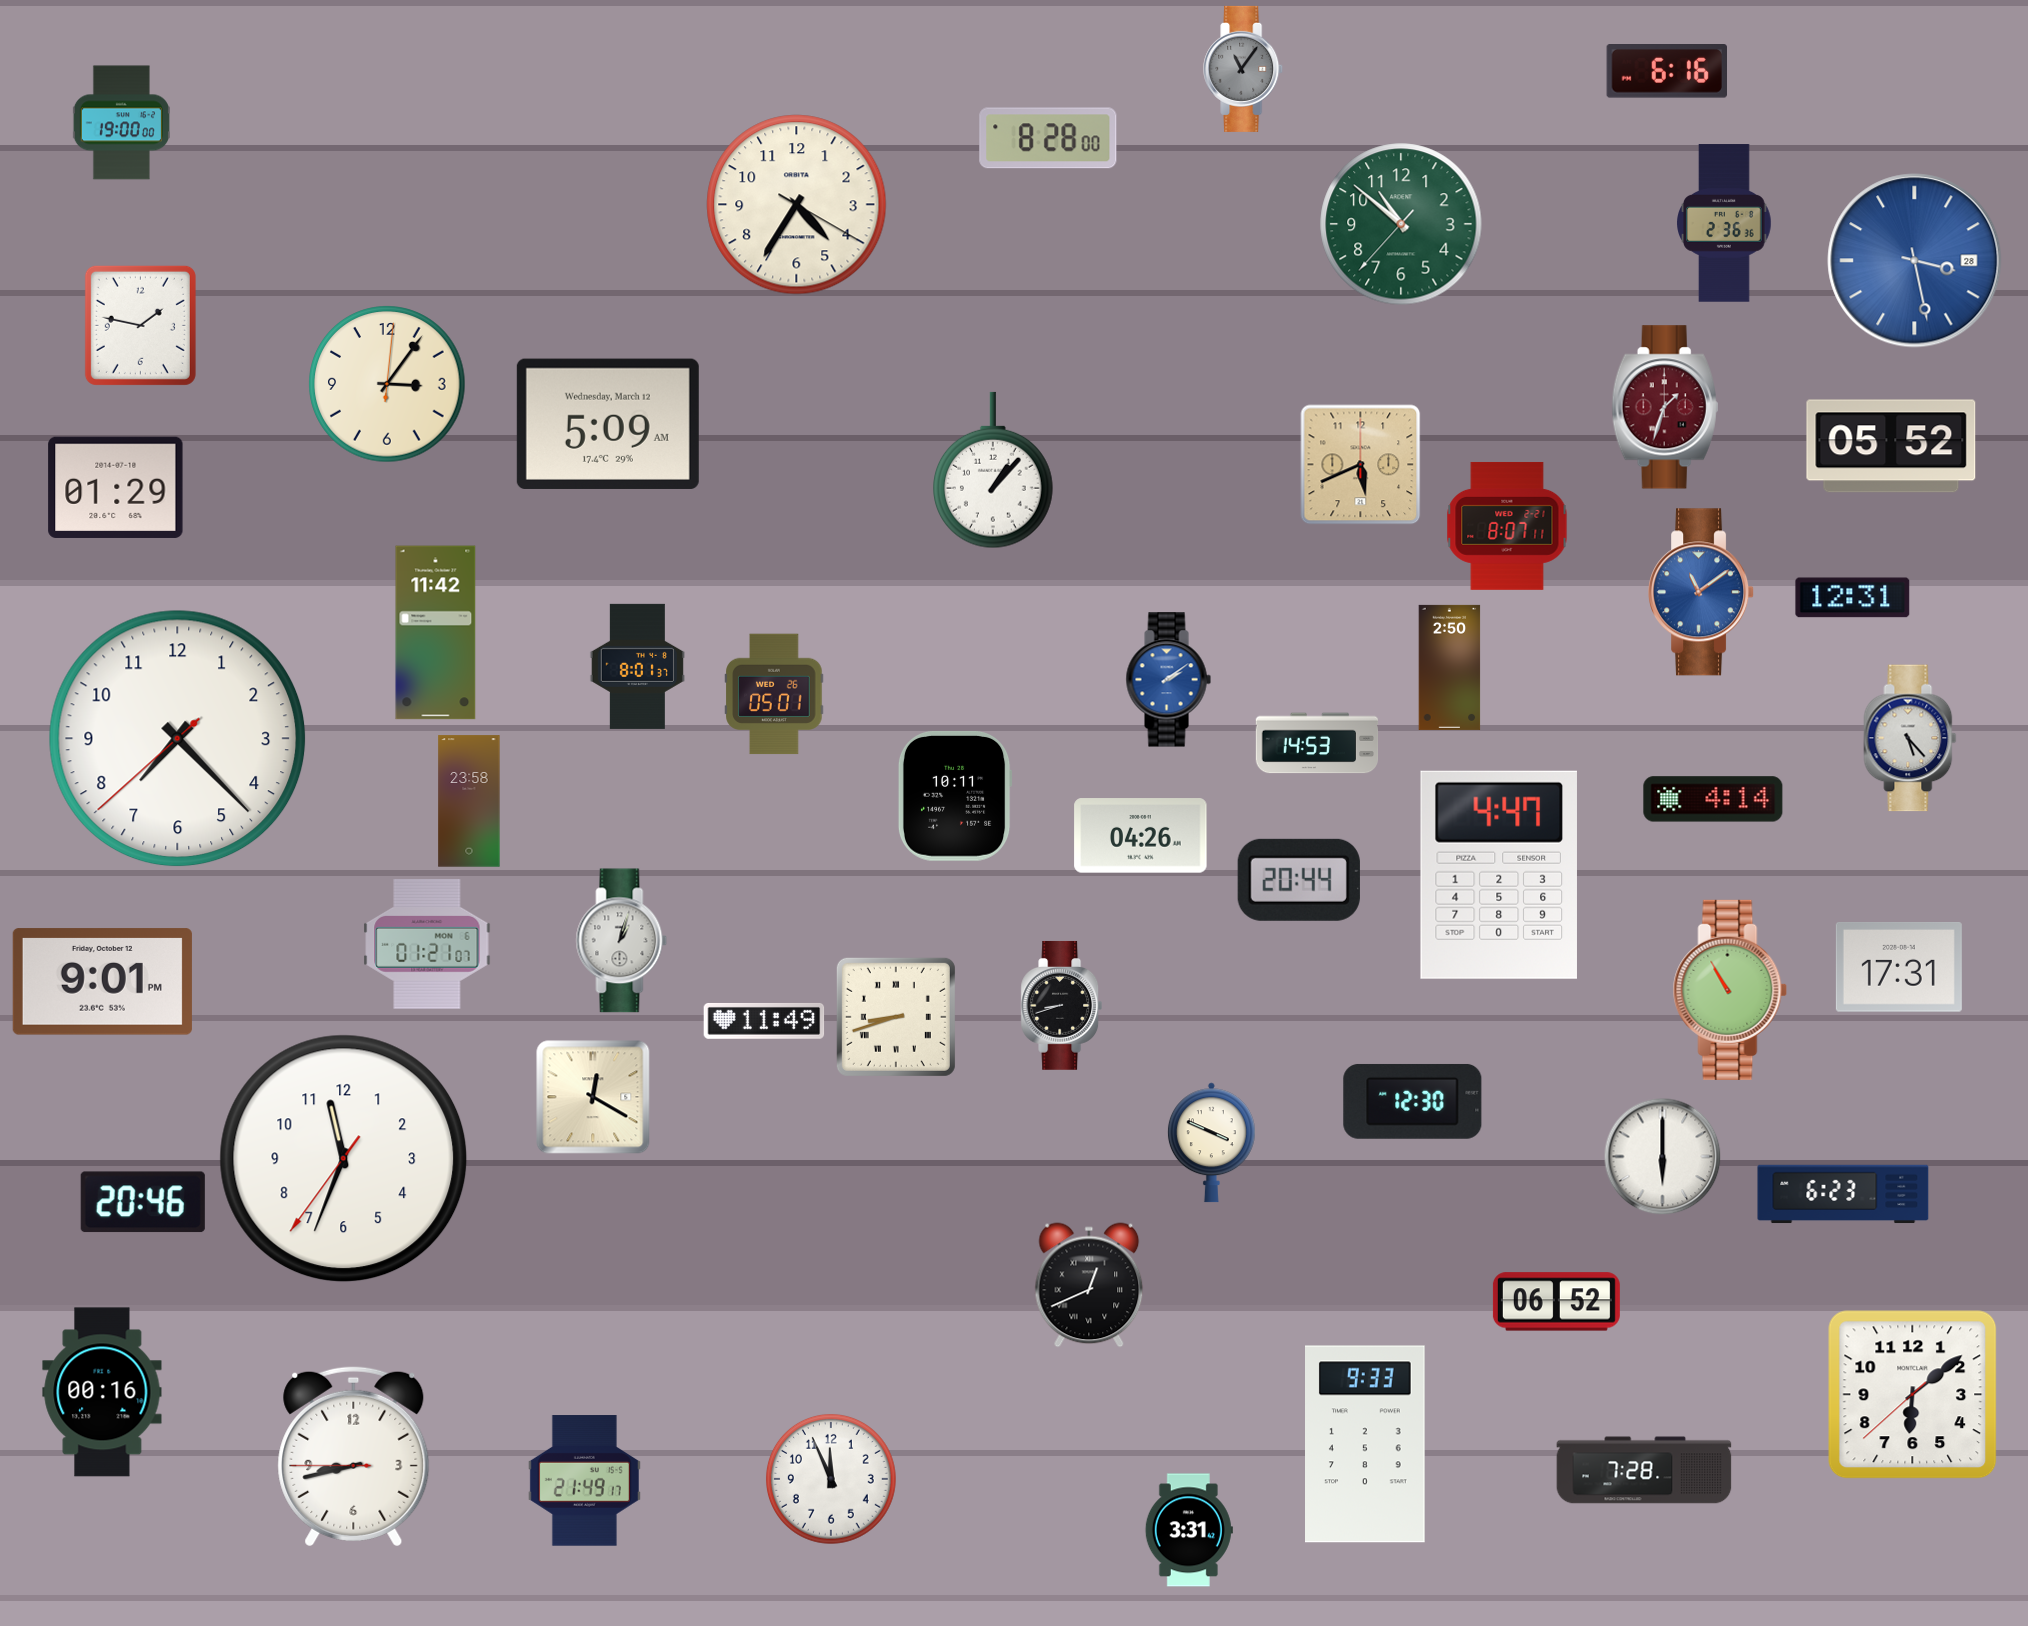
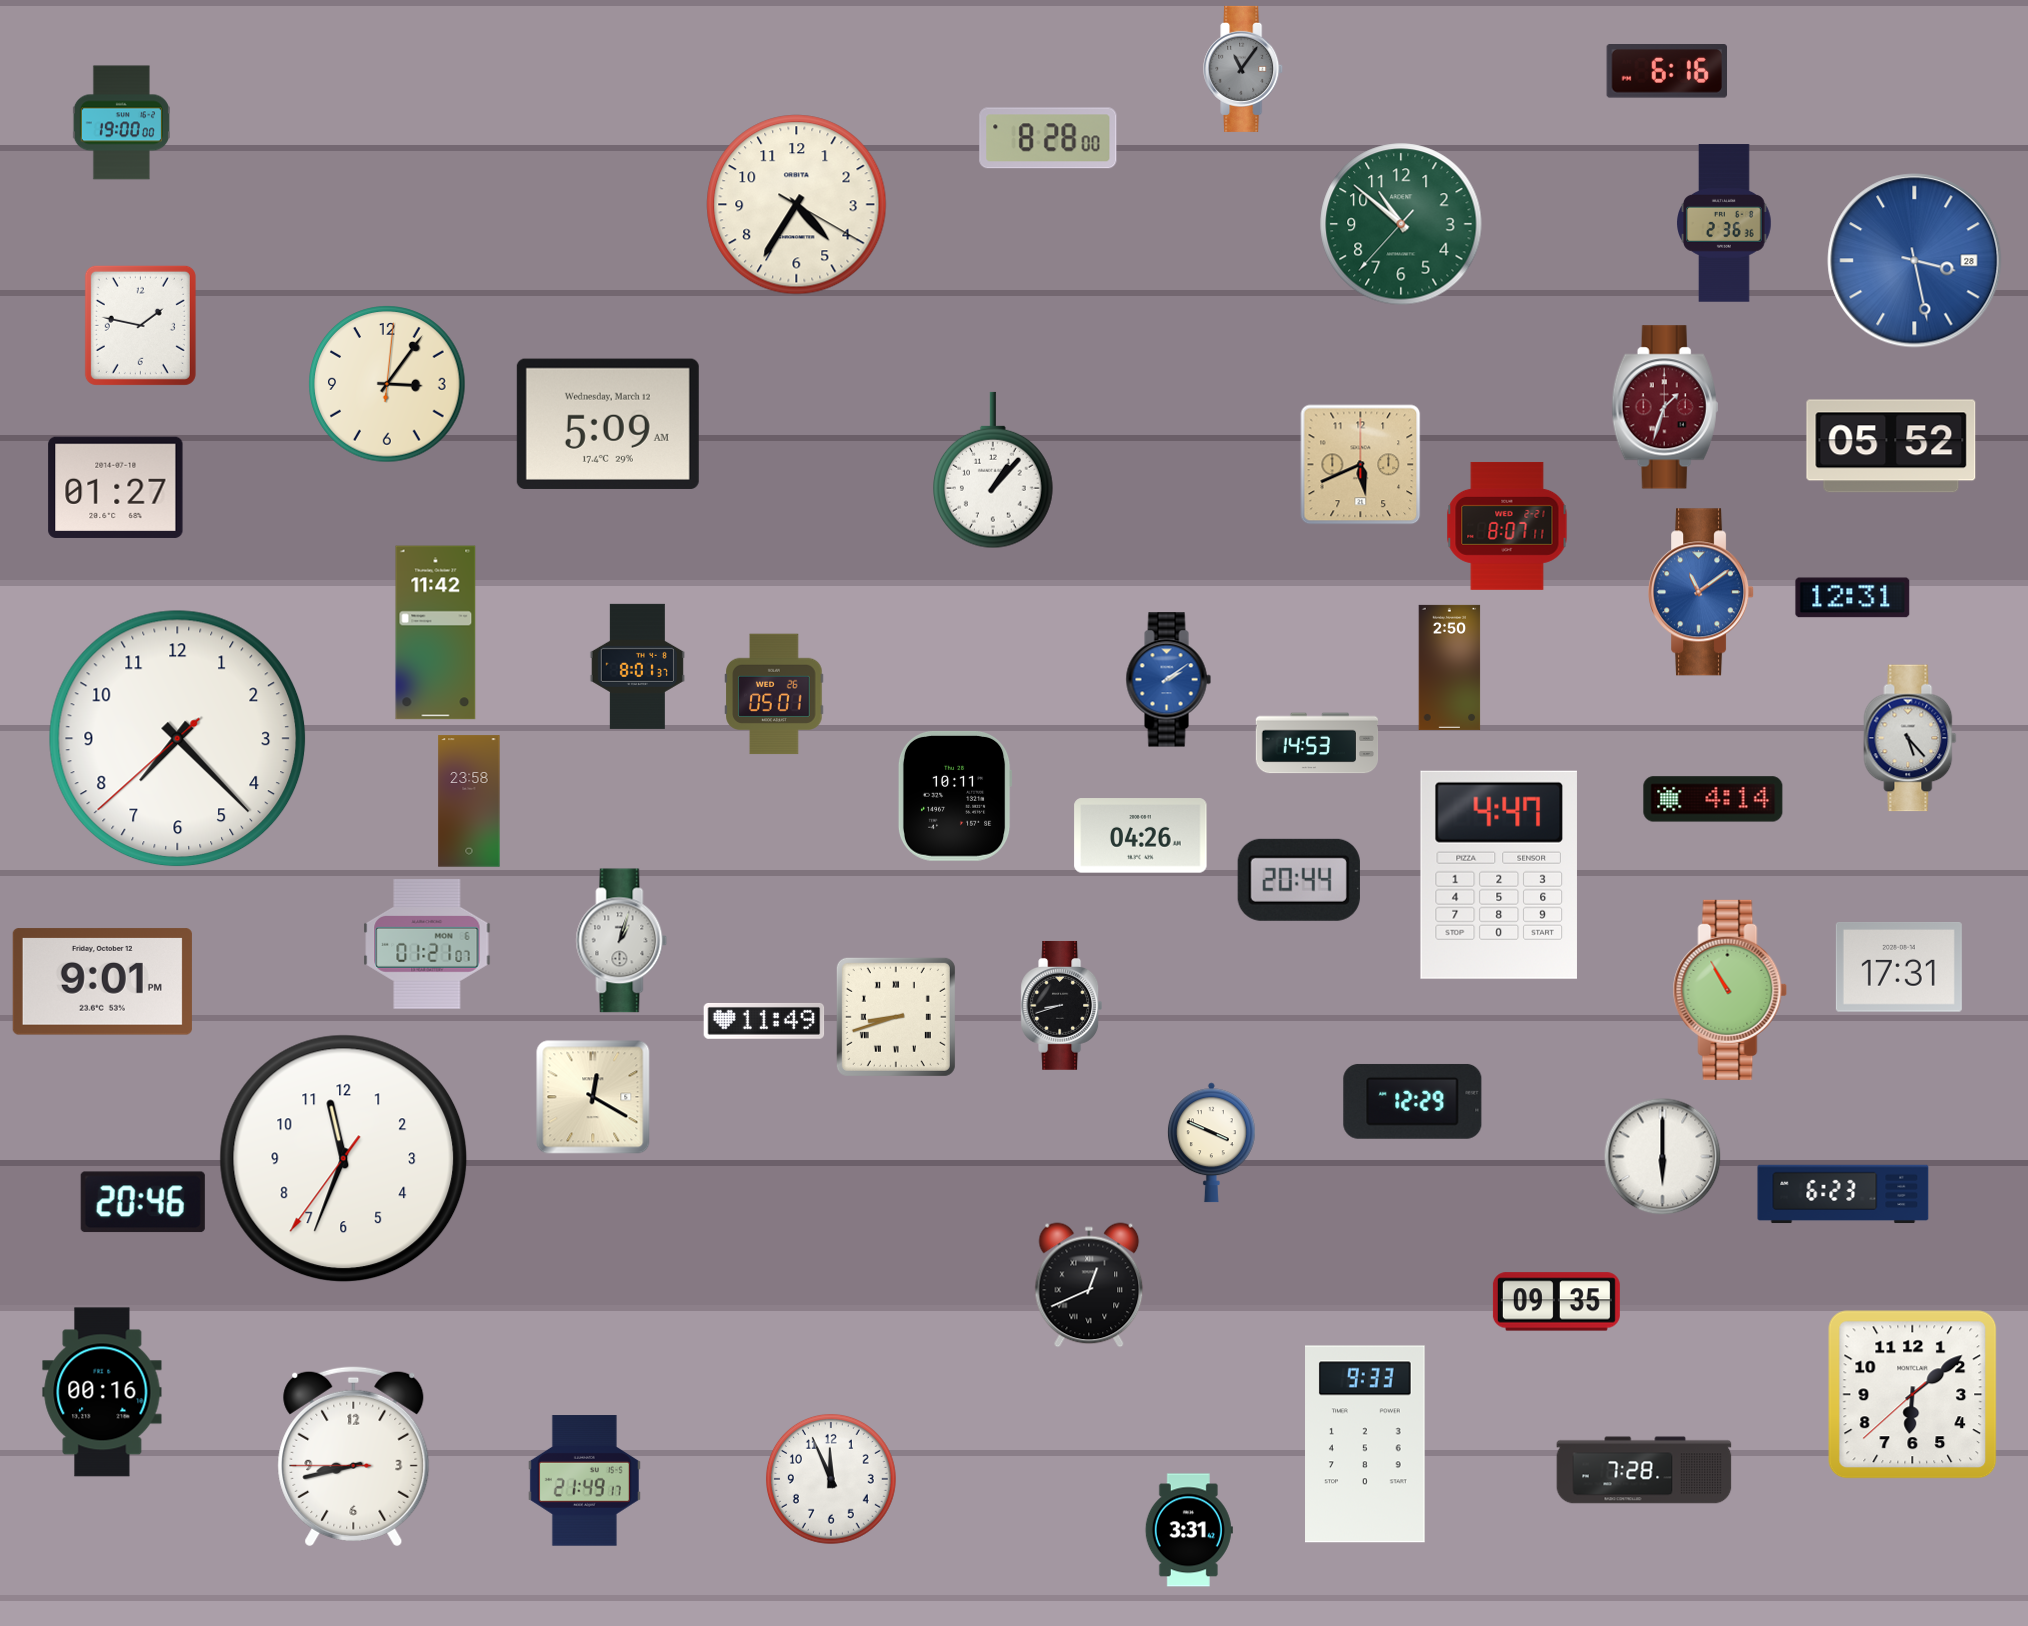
clock at (116, 487): 01:29 -> 01:27
clock at (1413, 1101): 12:30 -> 12:29
clock at (1556, 1302): 06:52 -> 09:35
